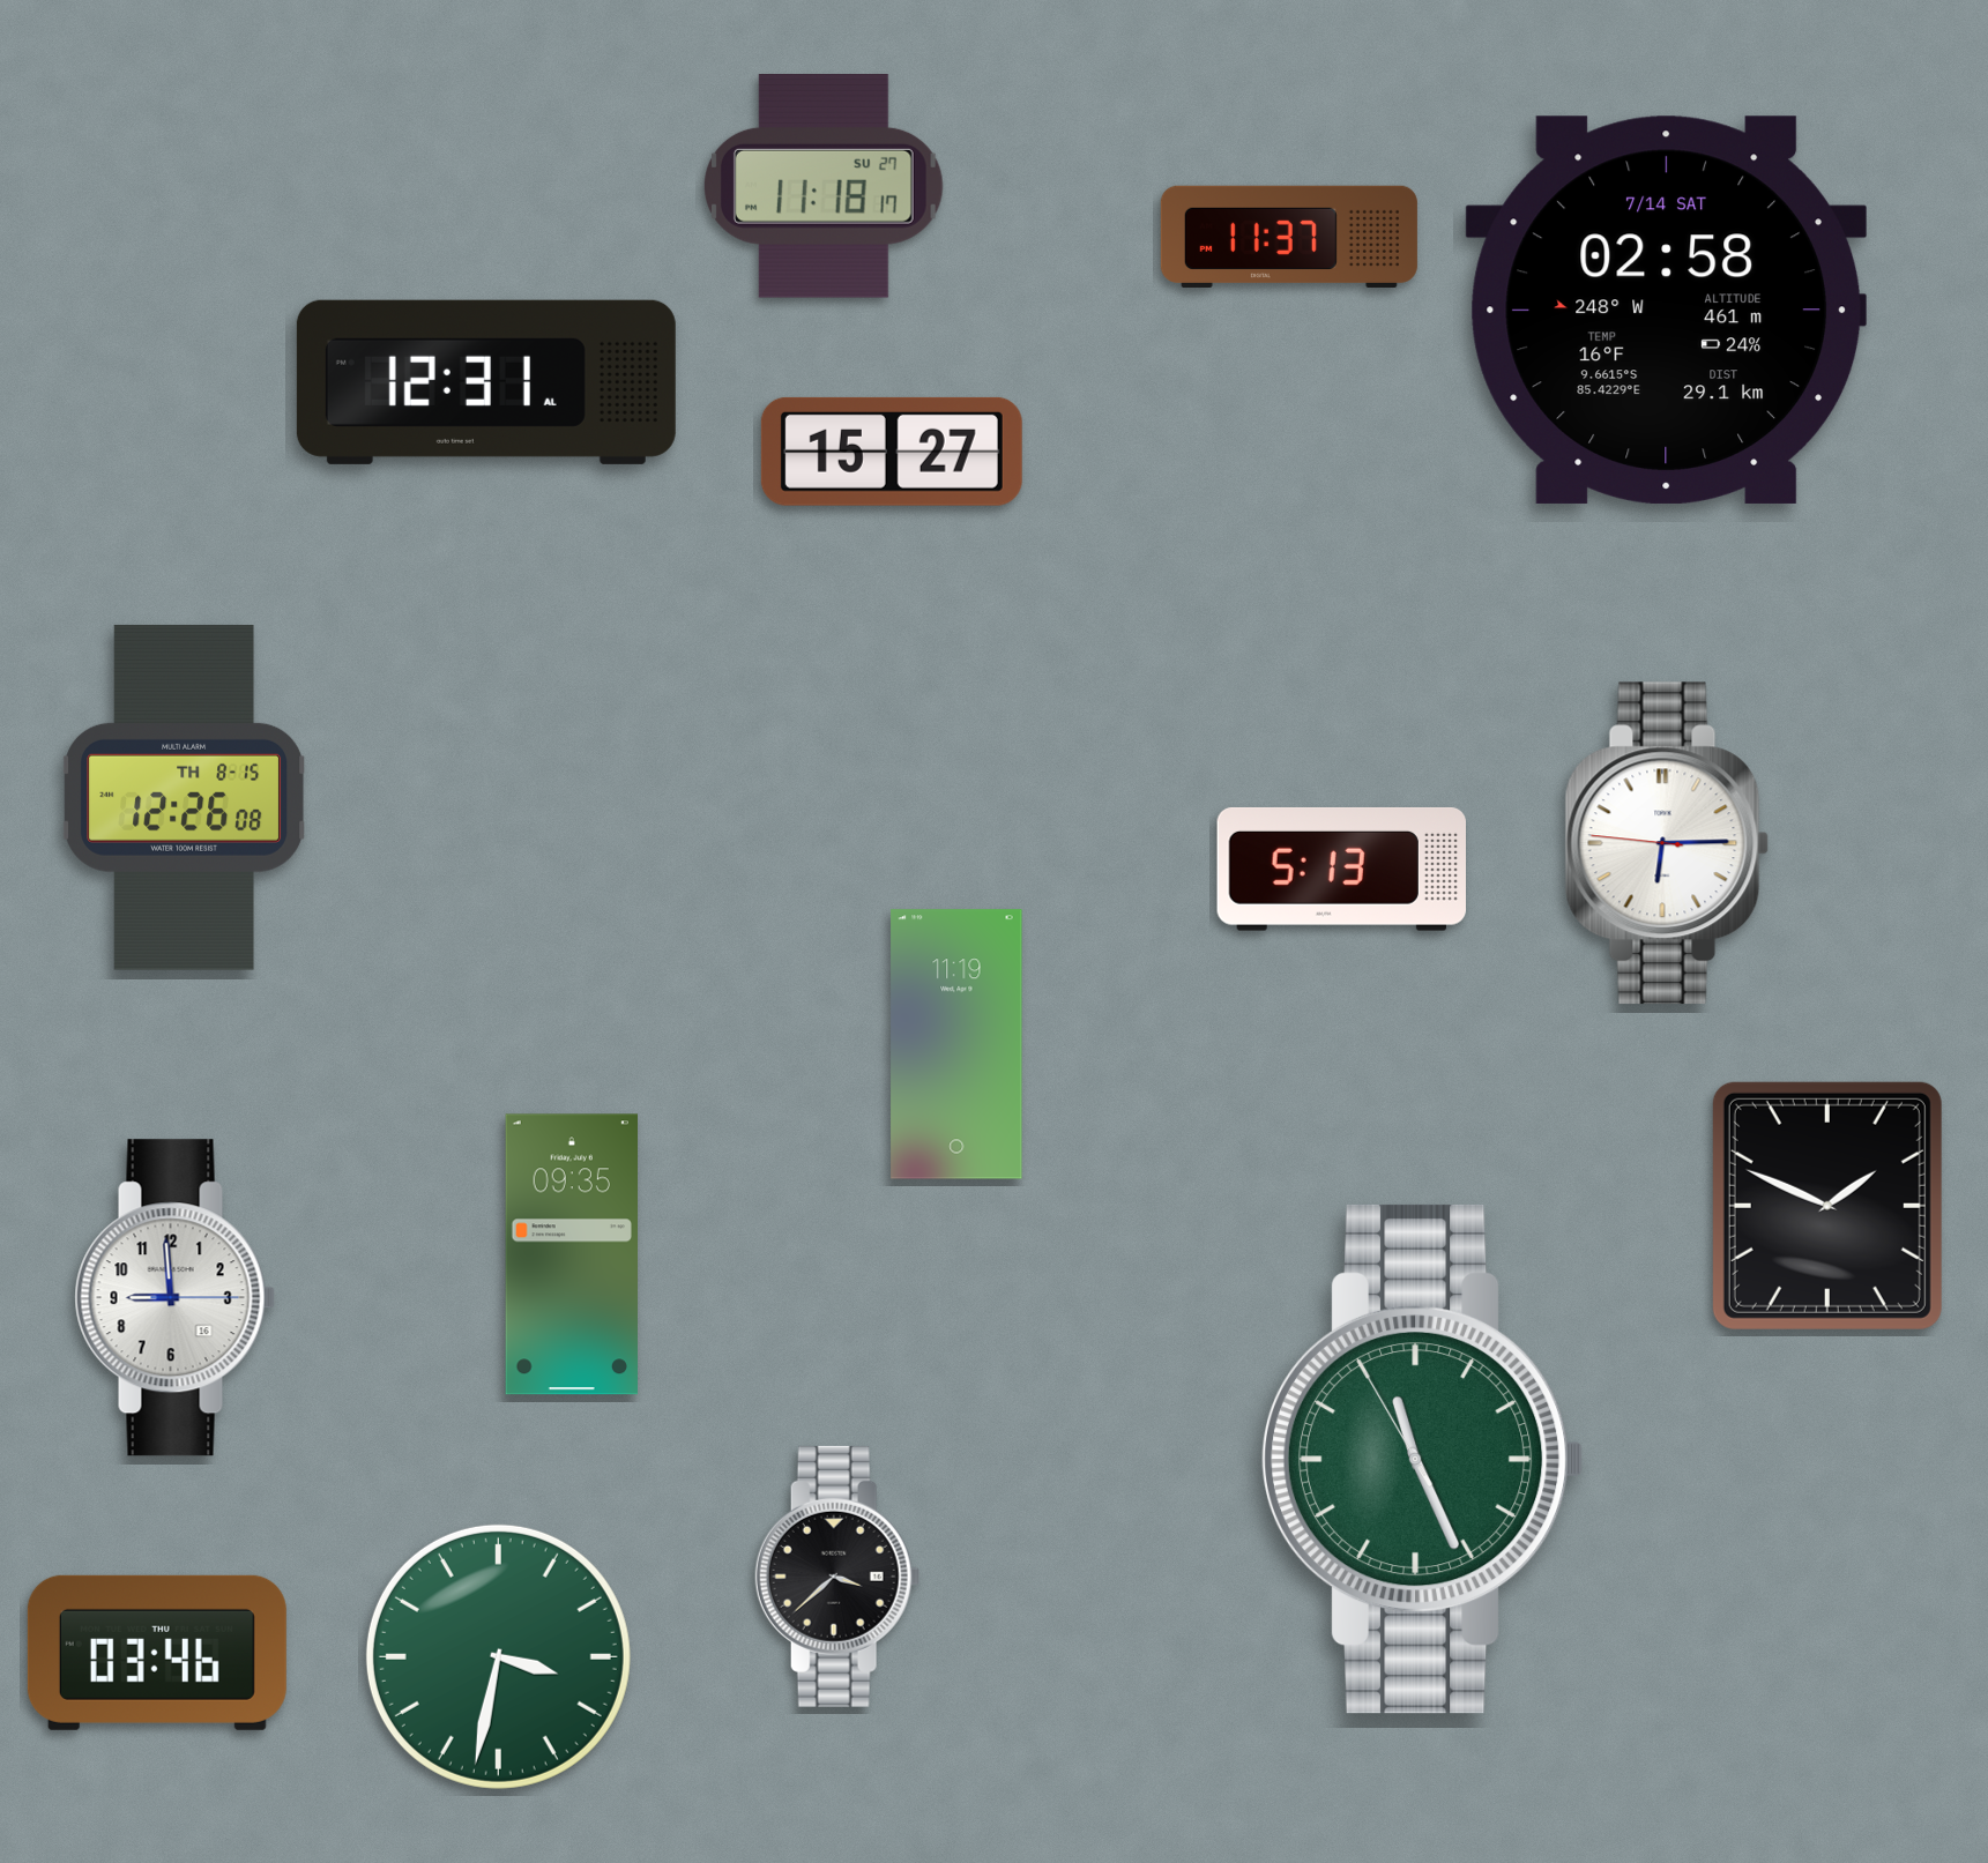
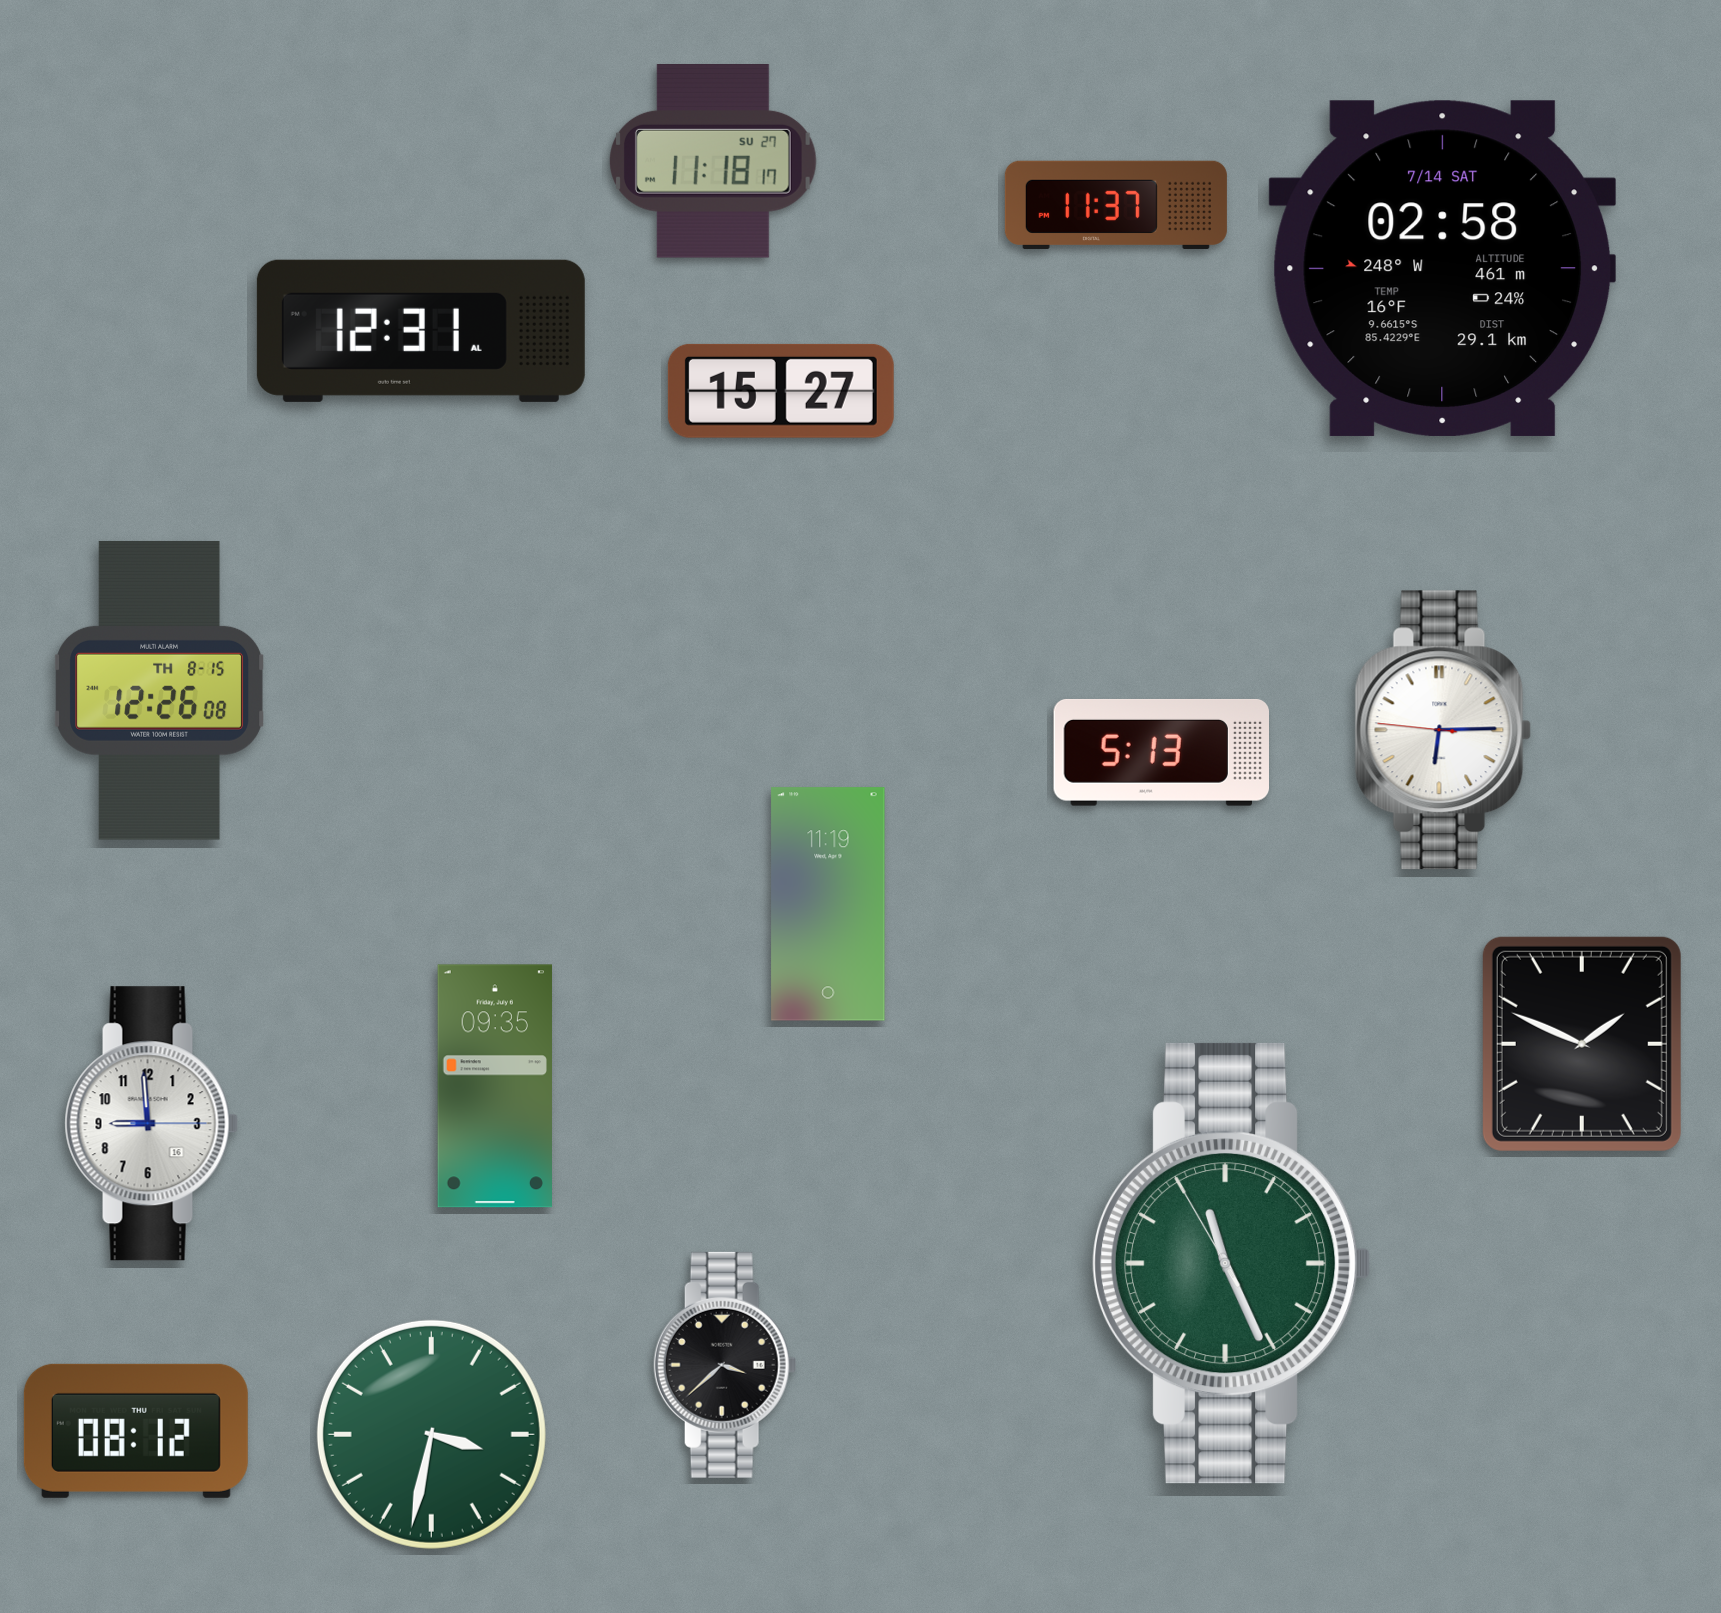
clock at (892, 452) position: (892, 452) -> (781, 391)
clock at (157, 1653): 03:46 -> 08:12
